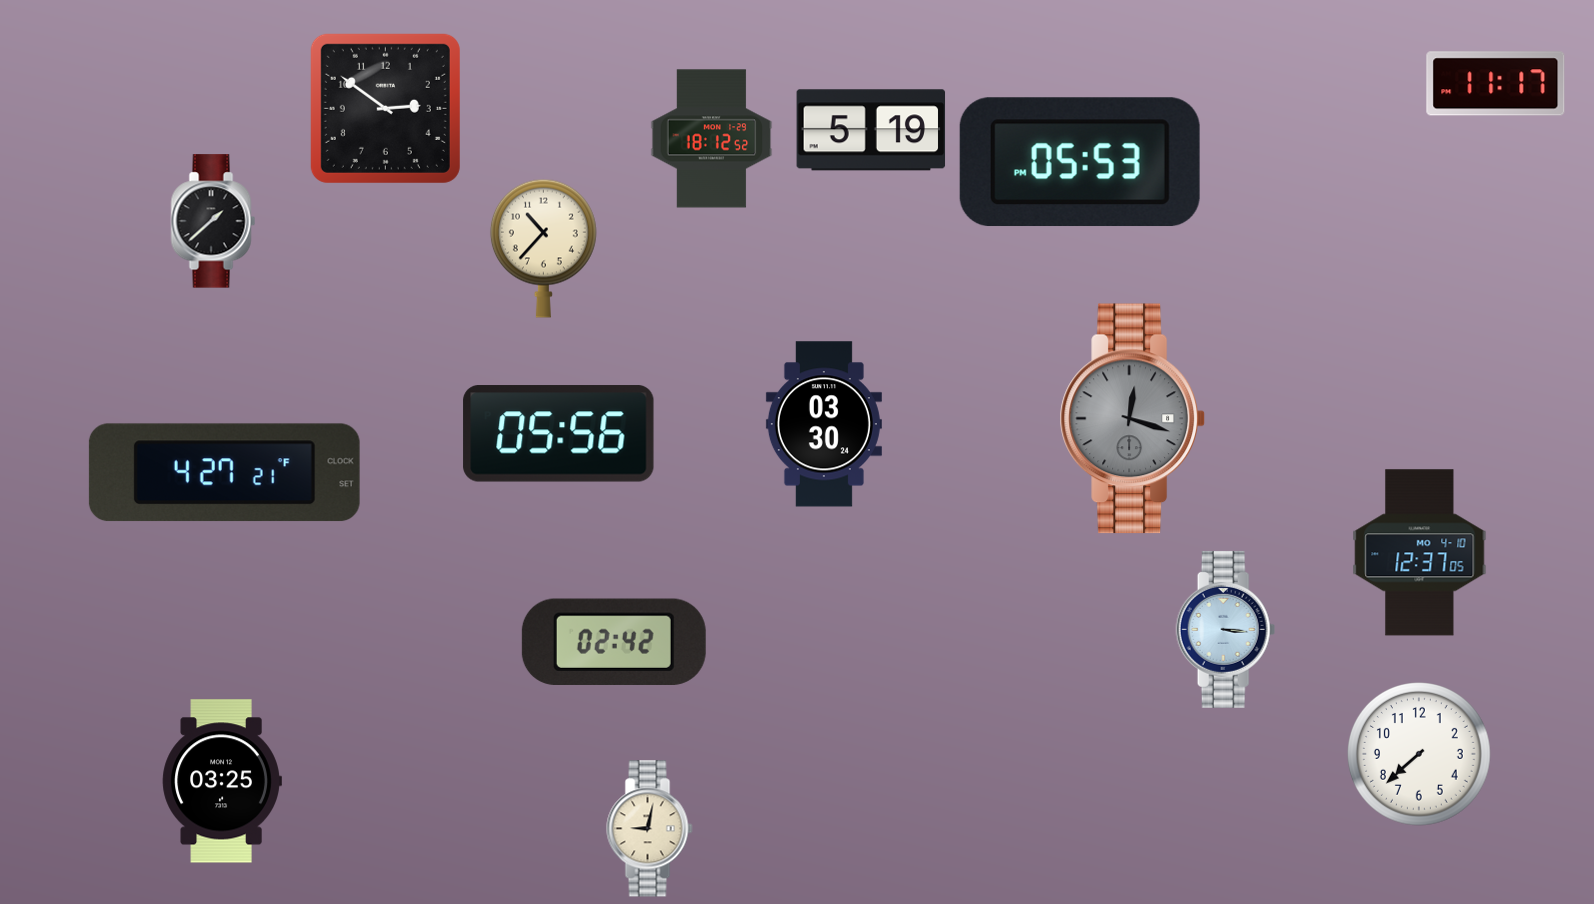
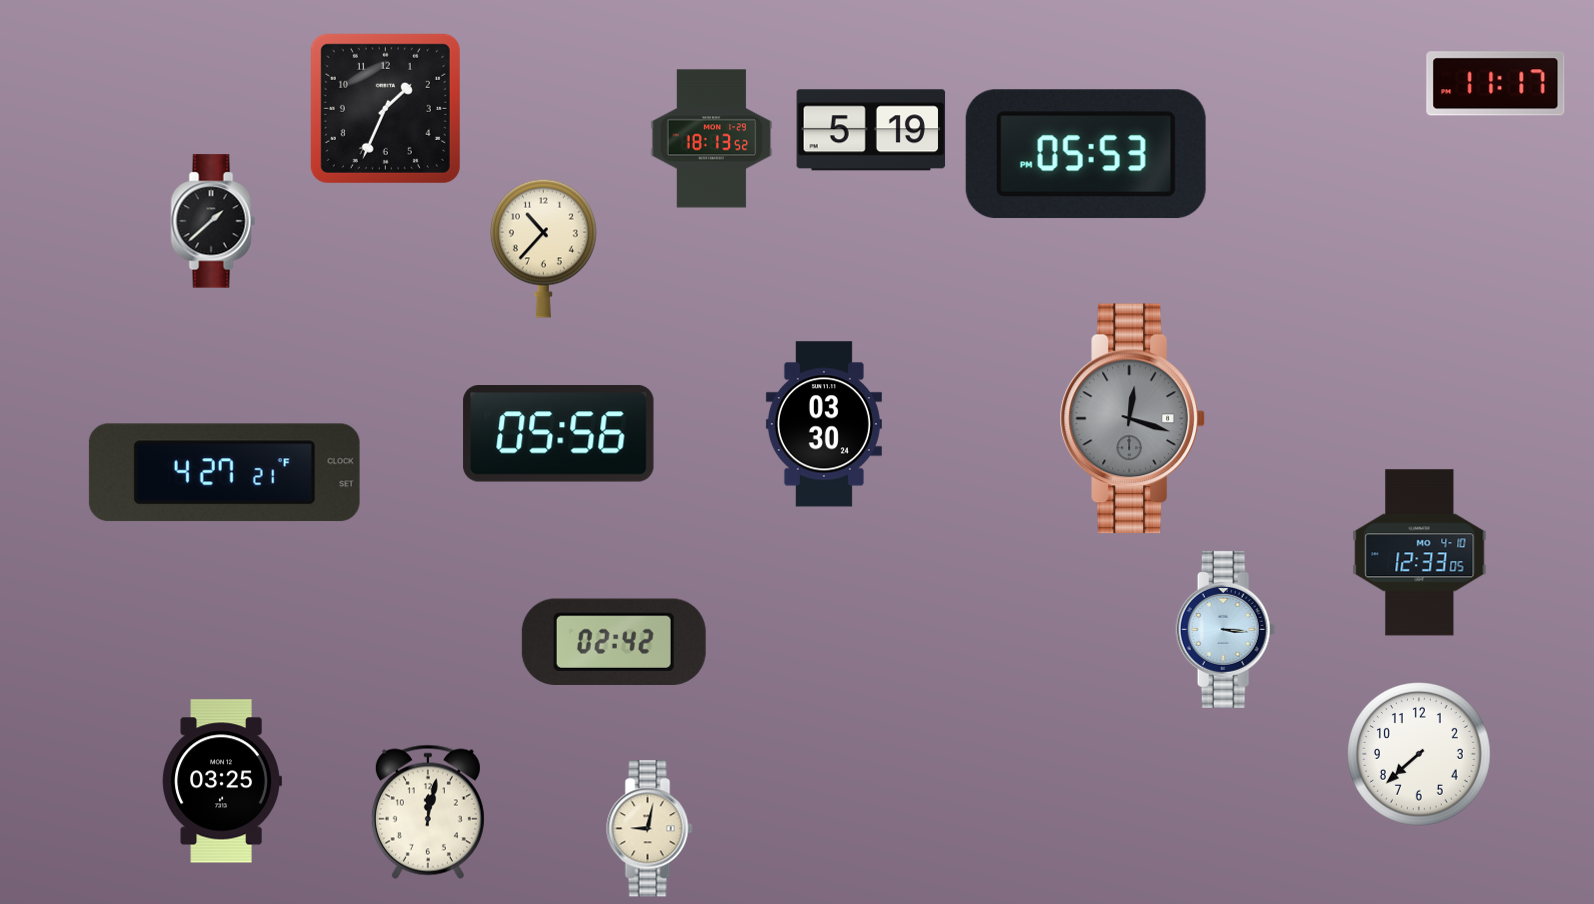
clock at (385, 108): 2:51 -> 1:34
clock at (712, 139): 18:12 -> 18:13
clock at (1080, 162) position: (1080, 162) -> (1086, 154)
clock at (1420, 553): 12:37 -> 12:33
clock at (428, 812): none -> 12:02
